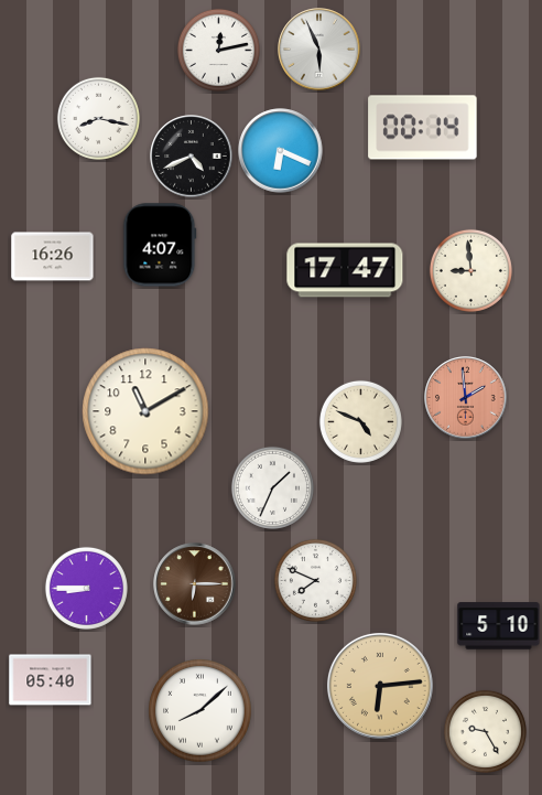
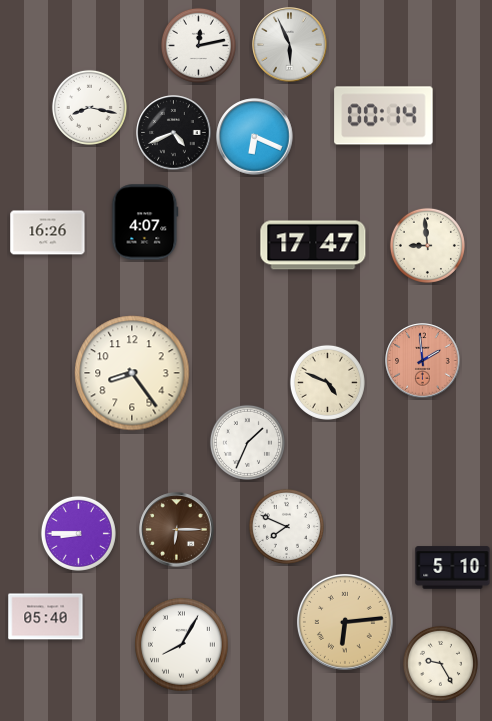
clock at (192, 157) position: (192, 157) -> (174, 133)
clock at (145, 411): 11:10 -> 8:24
clock at (200, 711): 8:08 -> 8:05
